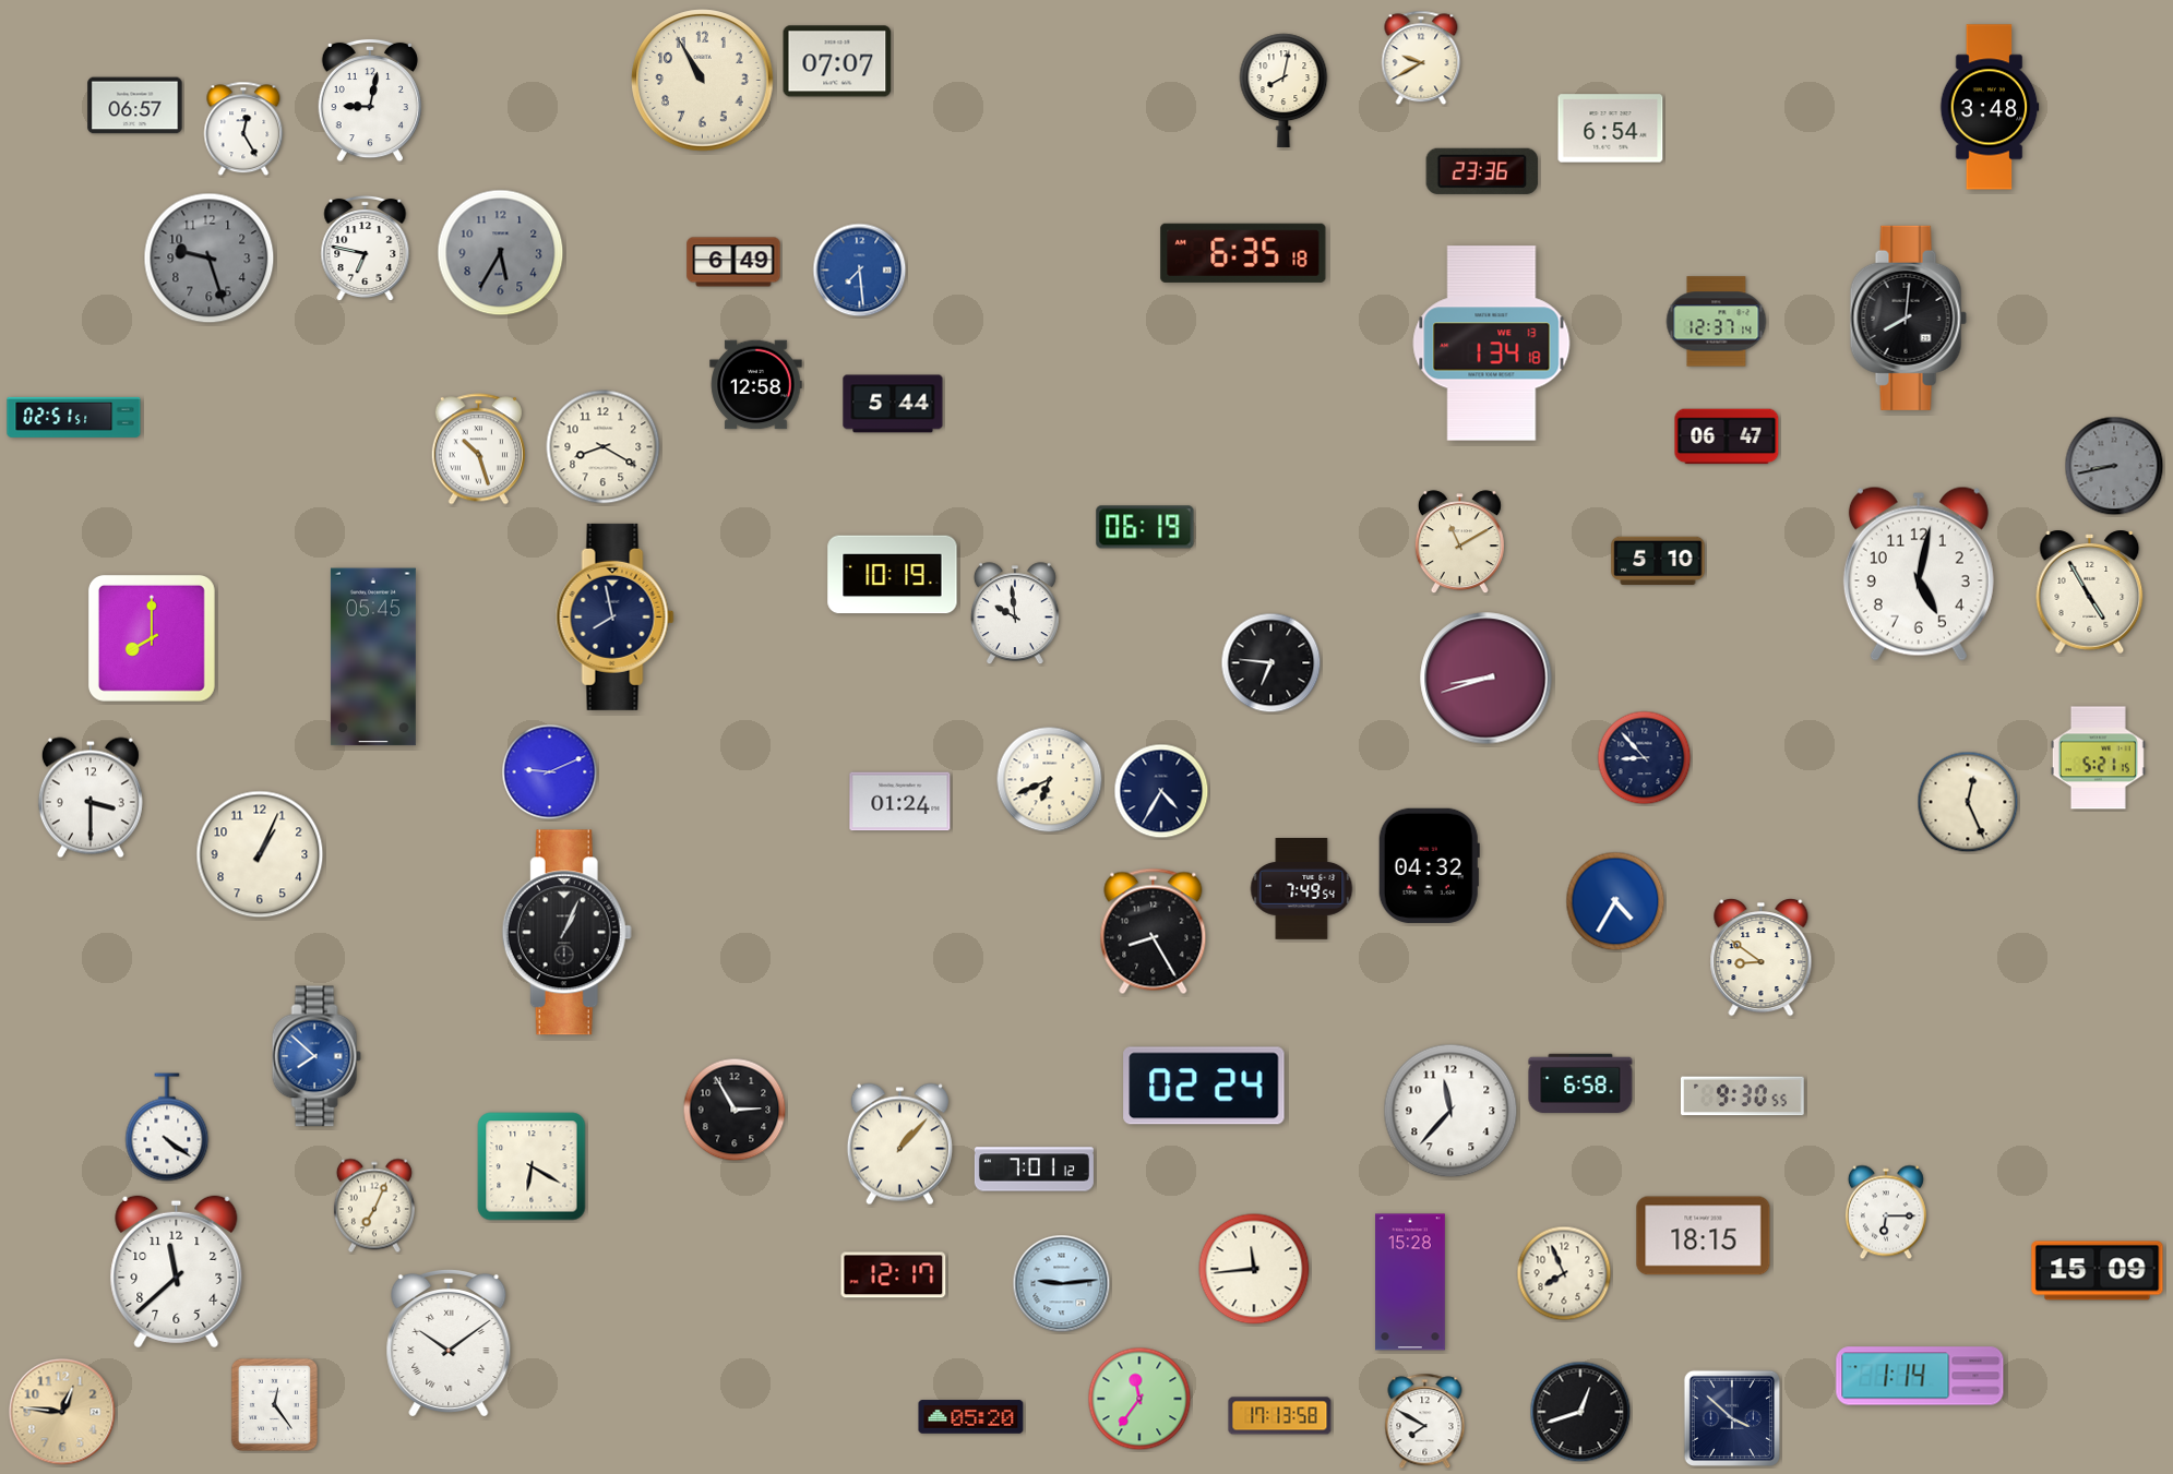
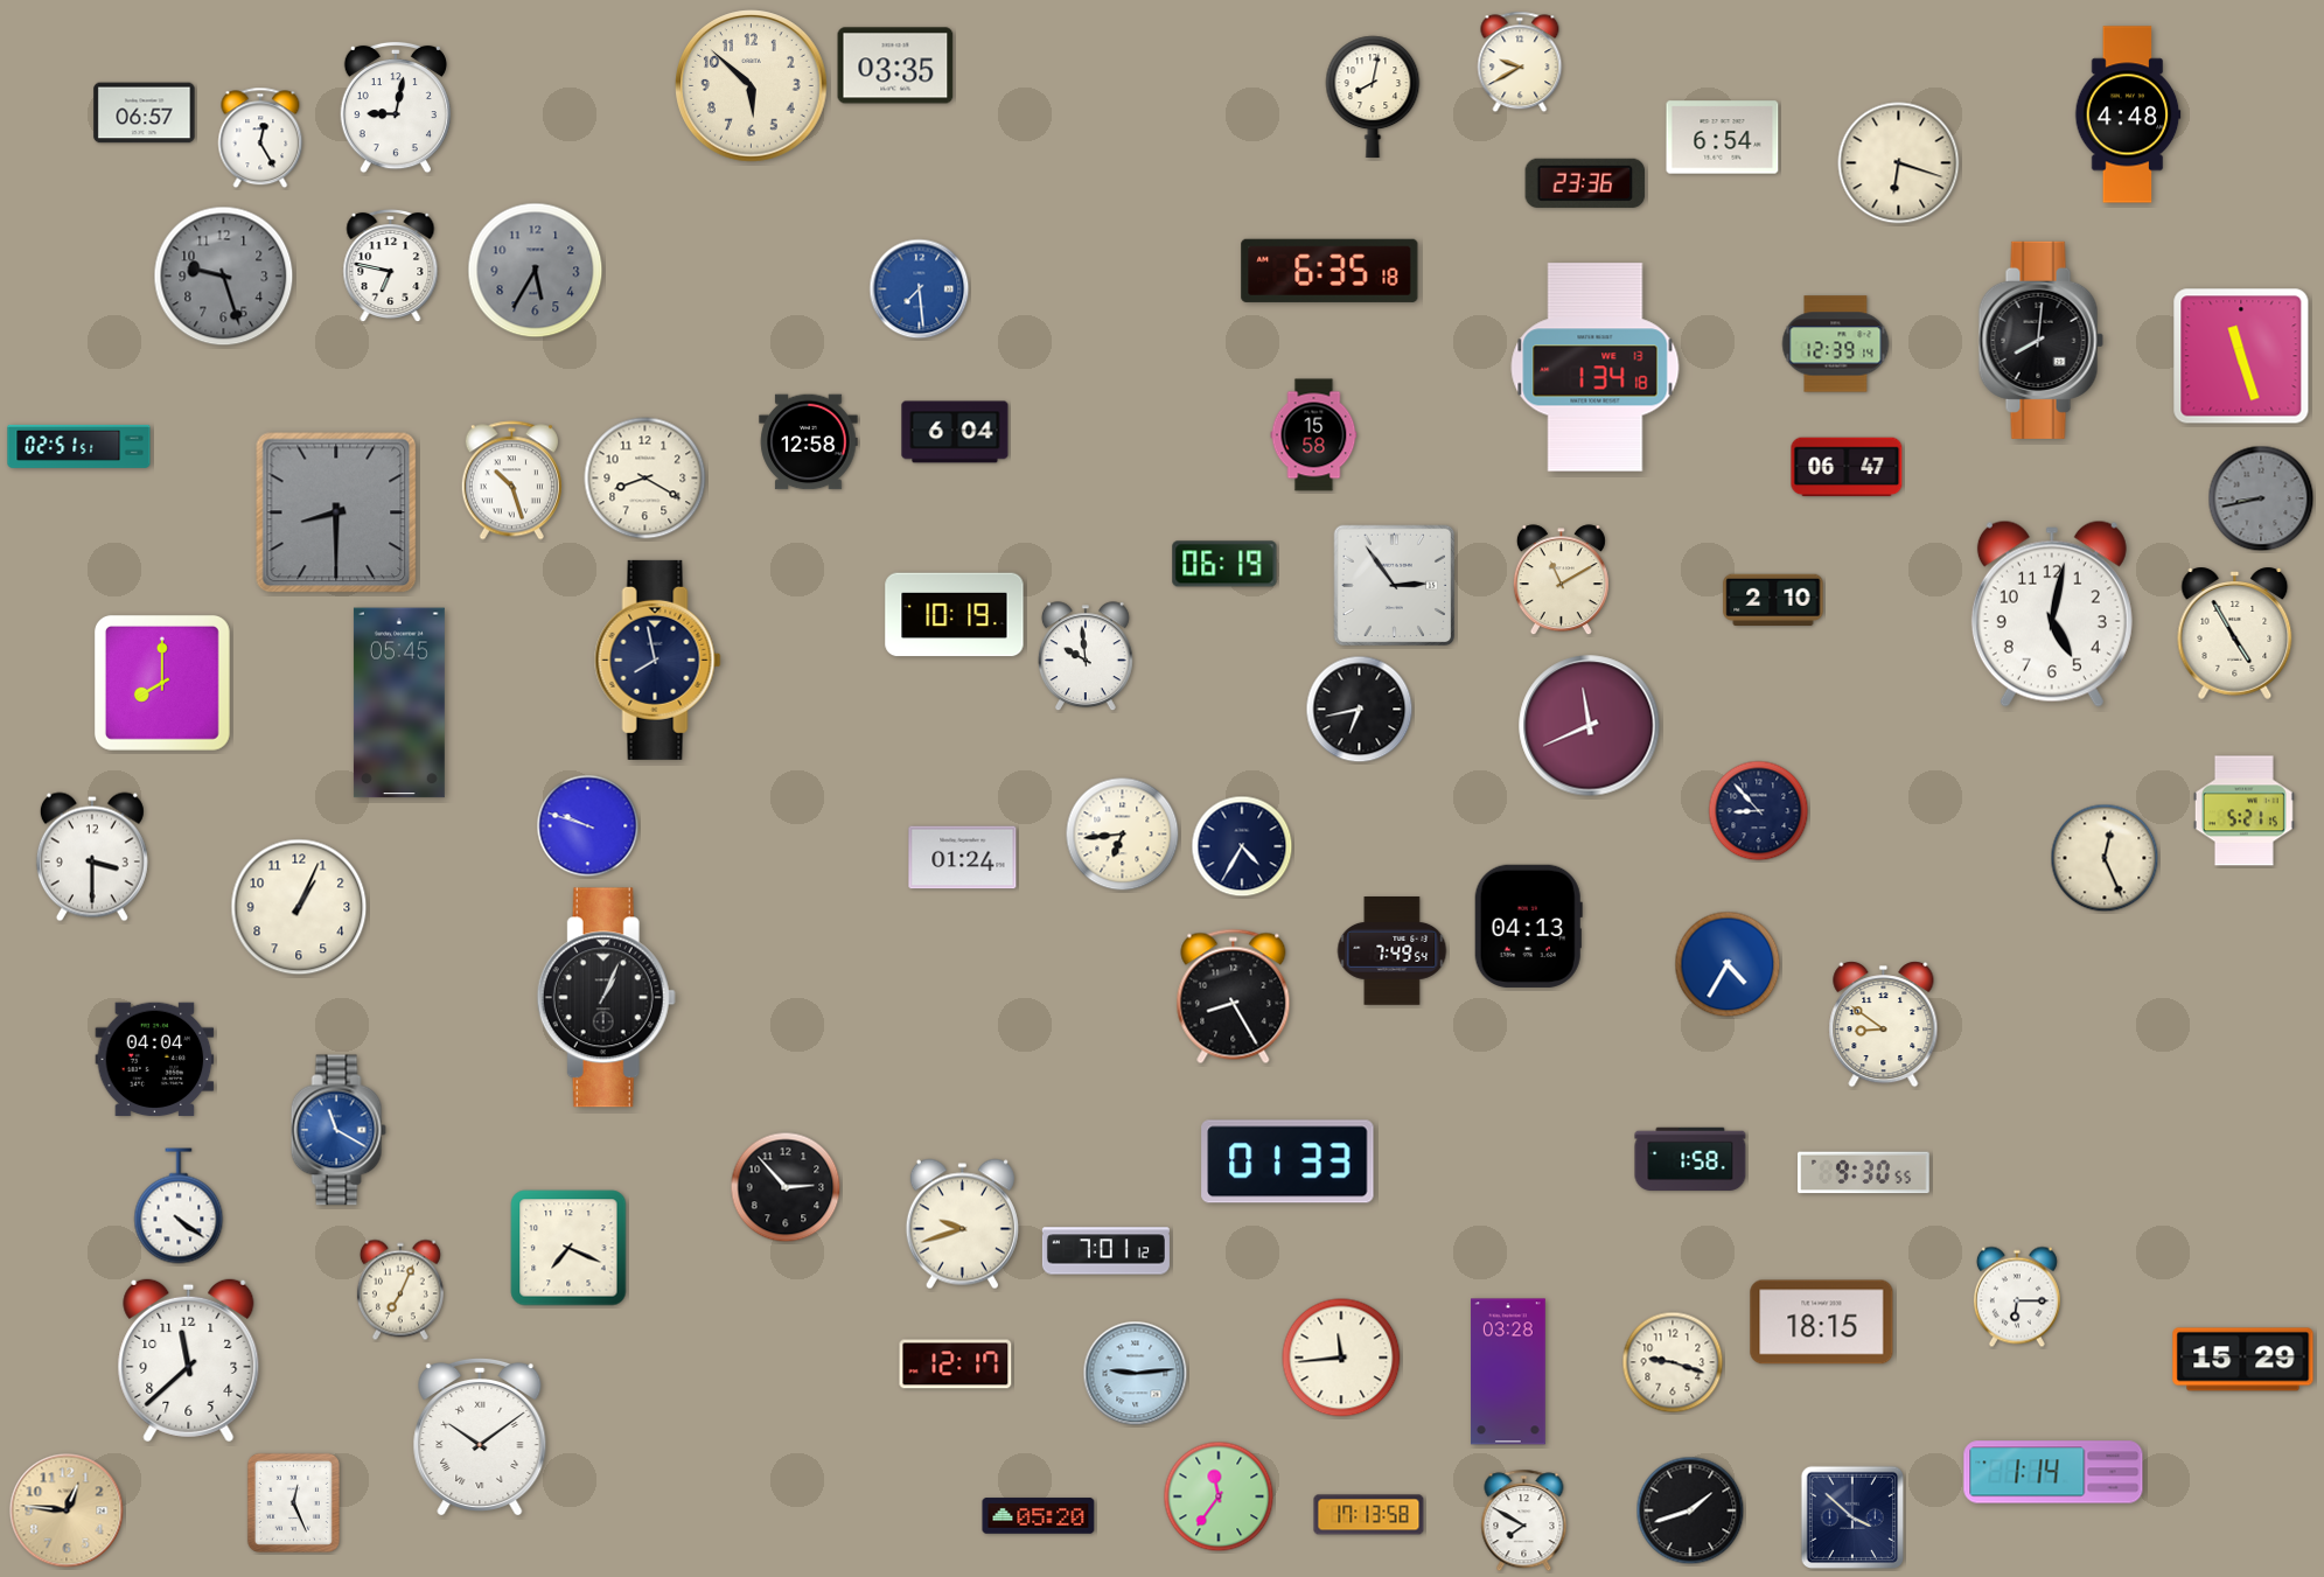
clock at (837, 61): 07:07 -> 03:35
clock at (703, 81): 10:55 -> 5:52
clock at (1990, 107): 3:48 -> 4:48
clock at (1899, 163): none -> 6:18
clock at (733, 262): 6:49 -> none
clock at (1717, 322): 12:37 -> 12:39
clock at (2241, 356): none -> 11:27
clock at (756, 385) position: (756, 385) -> (809, 442)
clock at (893, 404): 5:44 -> 6:04
clock at (1314, 435): none -> 15:58
clock at (336, 512): none -> 8:30
clock at (1395, 586): none -> 2:54
clock at (1658, 560): 5:10 -> 2:10
clock at (1271, 663): 6:46 -> 6:43
clock at (1487, 679): 8:42 -> 11:41
clock at (550, 772): 9:11 -> 9:48
clock at (1050, 780): 6:41 -> 6:44
clock at (91, 798) position: (91, 798) -> (92, 857)
clock at (260, 854) position: (260, 854) -> (299, 907)
clock at (1429, 865): 04:32 -> 04:13
clock at (155, 1060): none -> 04:04
clock at (317, 1056): 7:52 -> 11:20
clock at (1580, 1083): 6:58 -> 1:58
clock at (1204, 1086): 02:24 -> 01:33
clock at (735, 1110): 2:55 -> 2:53
clock at (1450, 1111): 11:37 -> none
clock at (899, 1145): 1:07 -> 9:42
clock at (532, 1166): 6:20 -> 7:19
clock at (2098, 1271): 15:09 -> 15:29
clock at (1564, 1273): 7:56 -> 9:18
clock at (1410, 1282): 15:28 -> 03:28
clock at (274, 1404): 12:24 -> 12:26
clock at (1580, 1412): 12:42 -> 1:42
